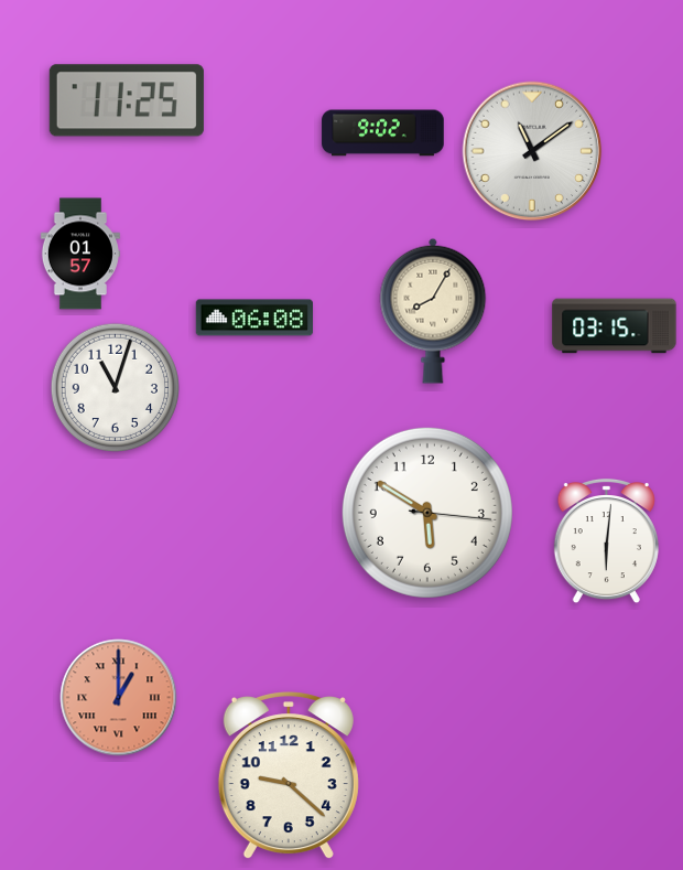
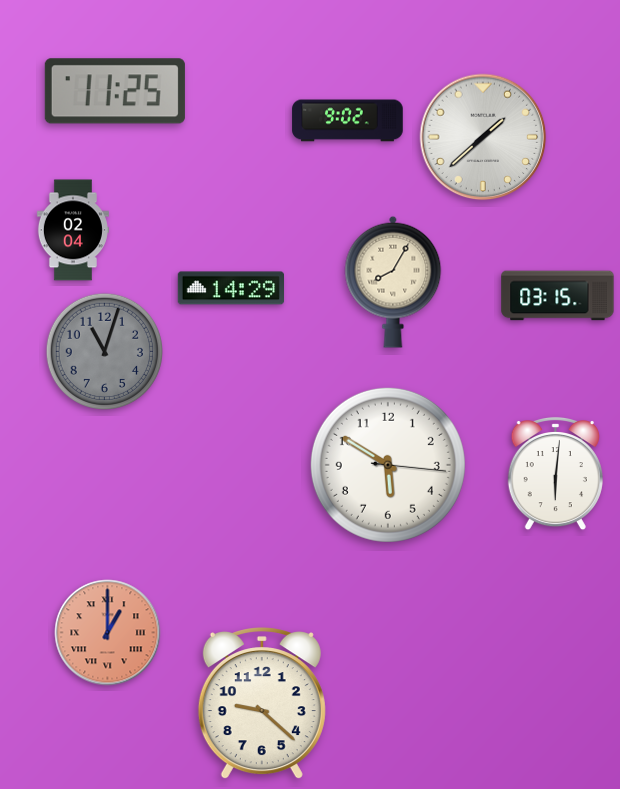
clock at (532, 151): 11:09 -> 1:38
clock at (80, 254): 01:57 -> 02:04
clock at (253, 318): 06:08 -> 14:29
clock at (115, 387) dial: white -> grey
clock at (606, 541) position: (606, 541) -> (555, 474)
